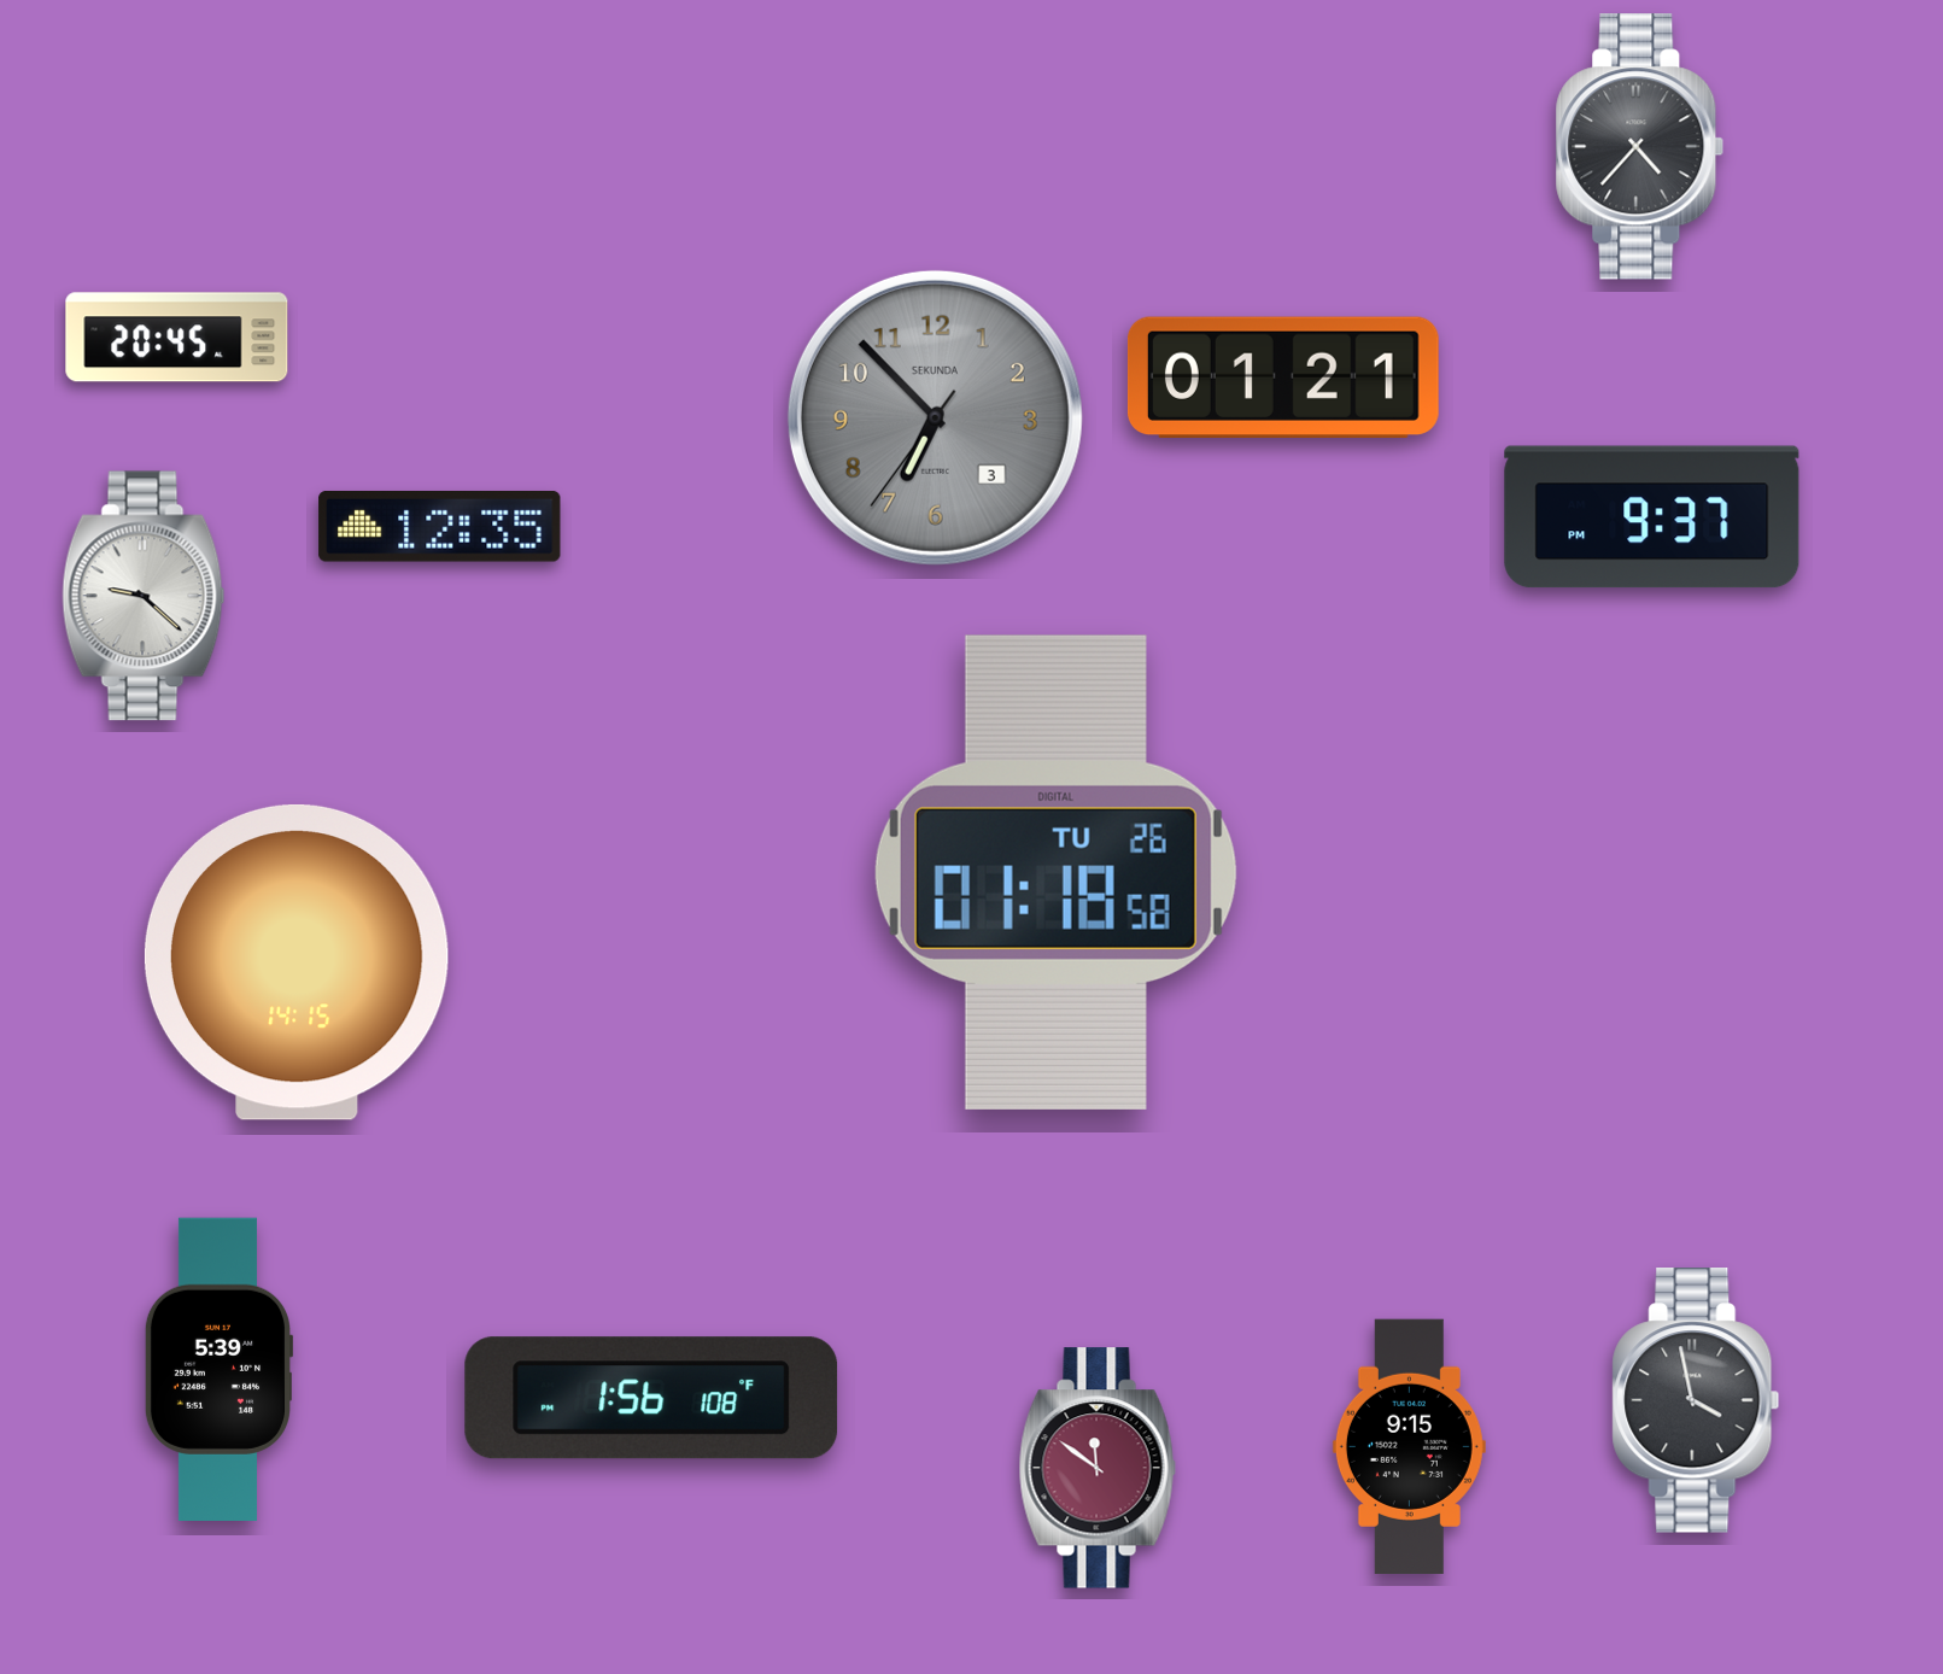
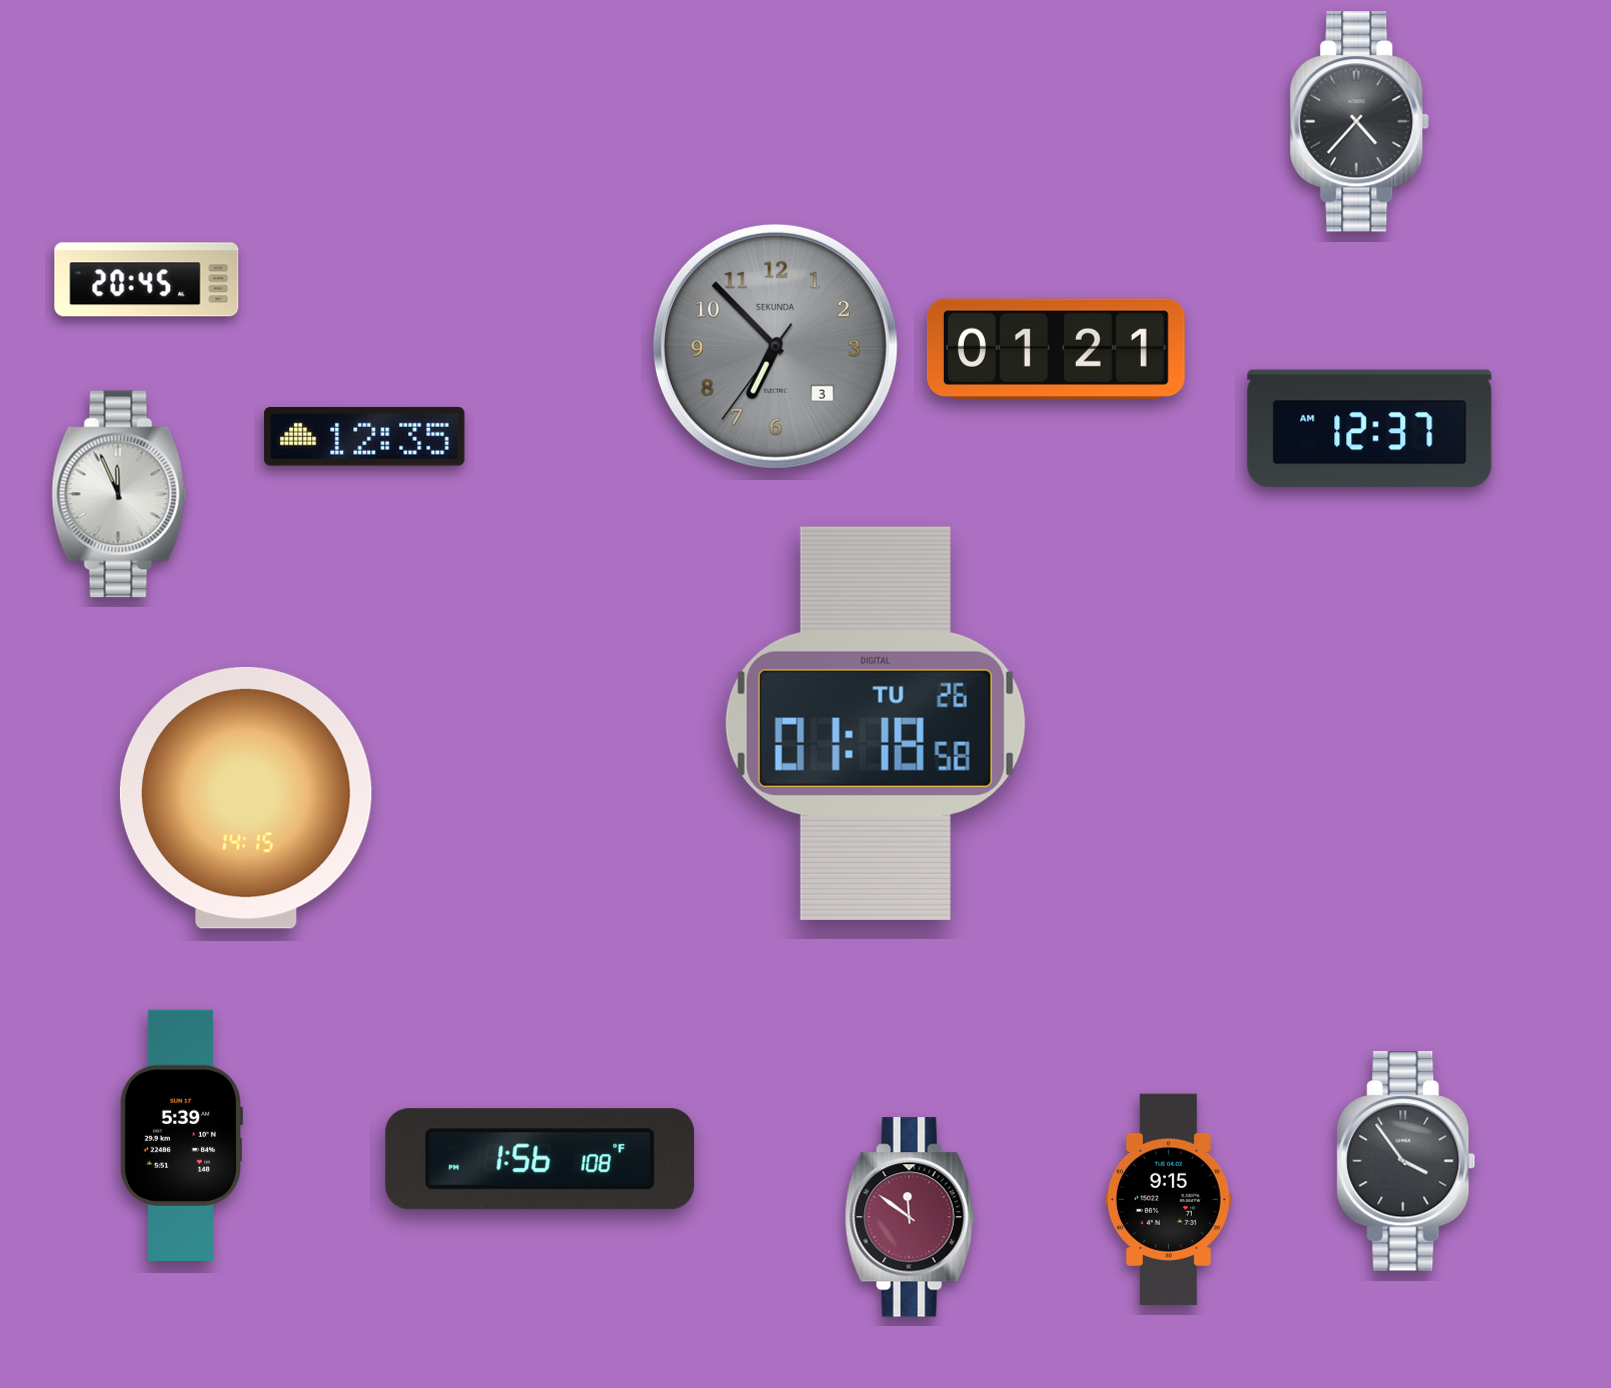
clock at (1283, 377) position: (1283, 377) -> (1056, 349)
clock at (1652, 517): 9:37 -> 12:37
clock at (144, 596): 9:22 -> 11:56
clock at (1696, 1400): 3:58 -> 3:54
